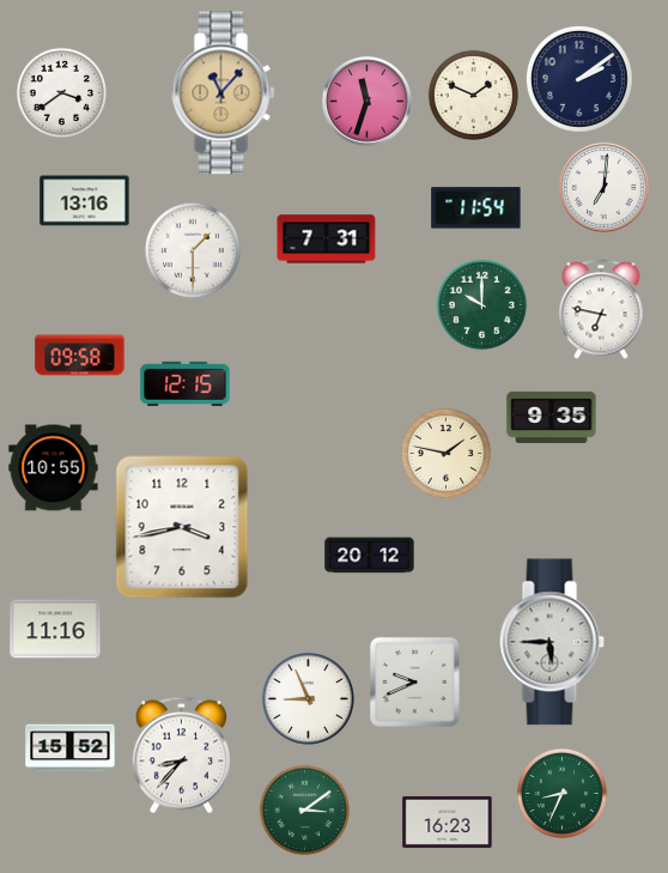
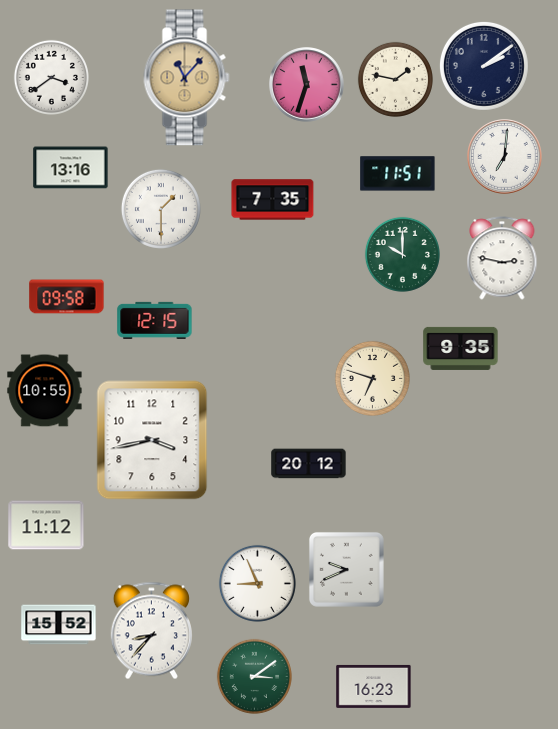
clock at (473, 95): 1:49 -> 1:47
clock at (476, 208): 11:54 -> 11:51
clock at (327, 240): 7:31 -> 7:35
clock at (601, 309): 6:47 -> 2:47
clock at (445, 453): 1:47 -> 6:48
clock at (55, 629): 11:16 -> 11:12
clock at (552, 642): 5:45 -> none
clock at (561, 793): 8:34 -> none
